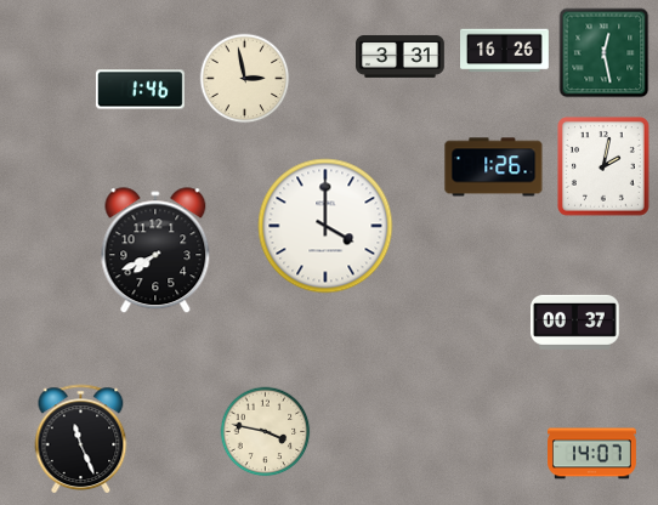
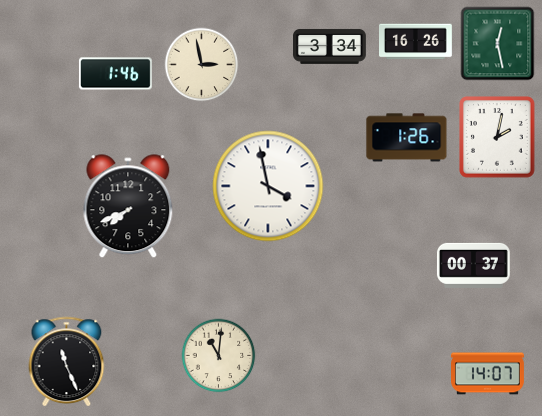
clock at (401, 56): 3:31 -> 3:34
clock at (325, 226): 4:00 -> 3:58
clock at (266, 432): 3:47 -> 11:01
